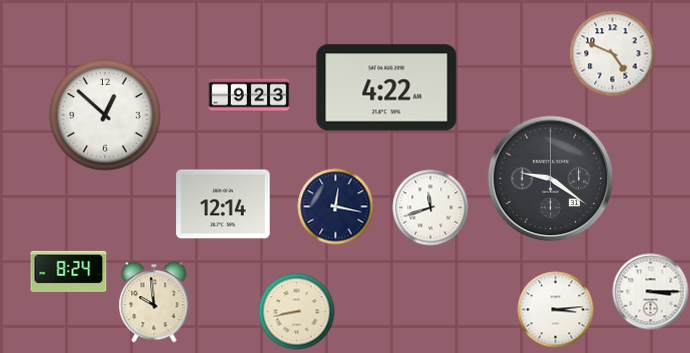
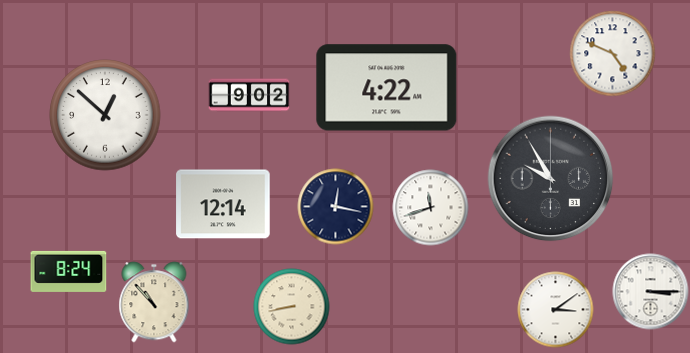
clock at (249, 95): 9:23 -> 9:02
clock at (551, 179): 9:21 -> 9:55
clock at (154, 302): 9:59 -> 10:53
clock at (556, 310): 3:14 -> 3:09
clock at (297, 312) position: (297, 312) -> (292, 307)
